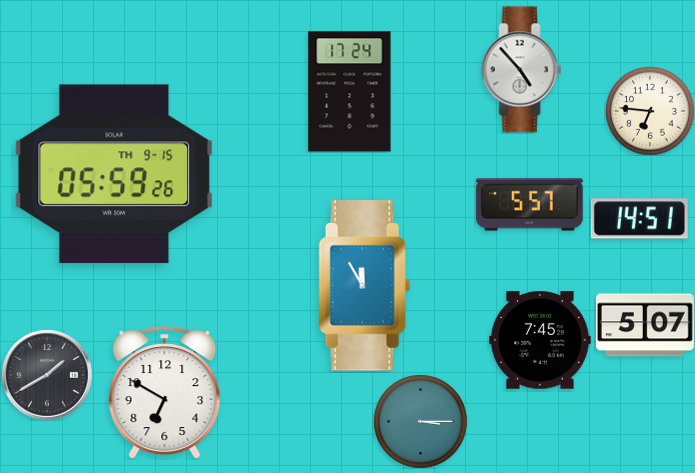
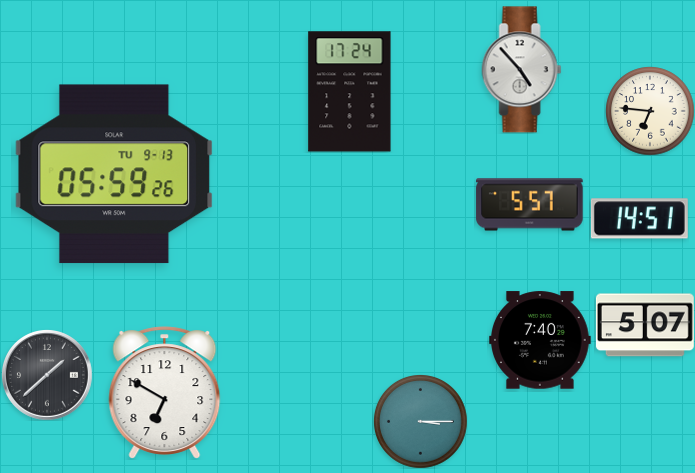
clock at (114, 174) date: TH 9-15 -> TU 9-13
clock at (365, 286): 11:55 -> none
clock at (541, 340): 7:45 -> 7:40
clock at (47, 375): 1:40 -> 1:38
